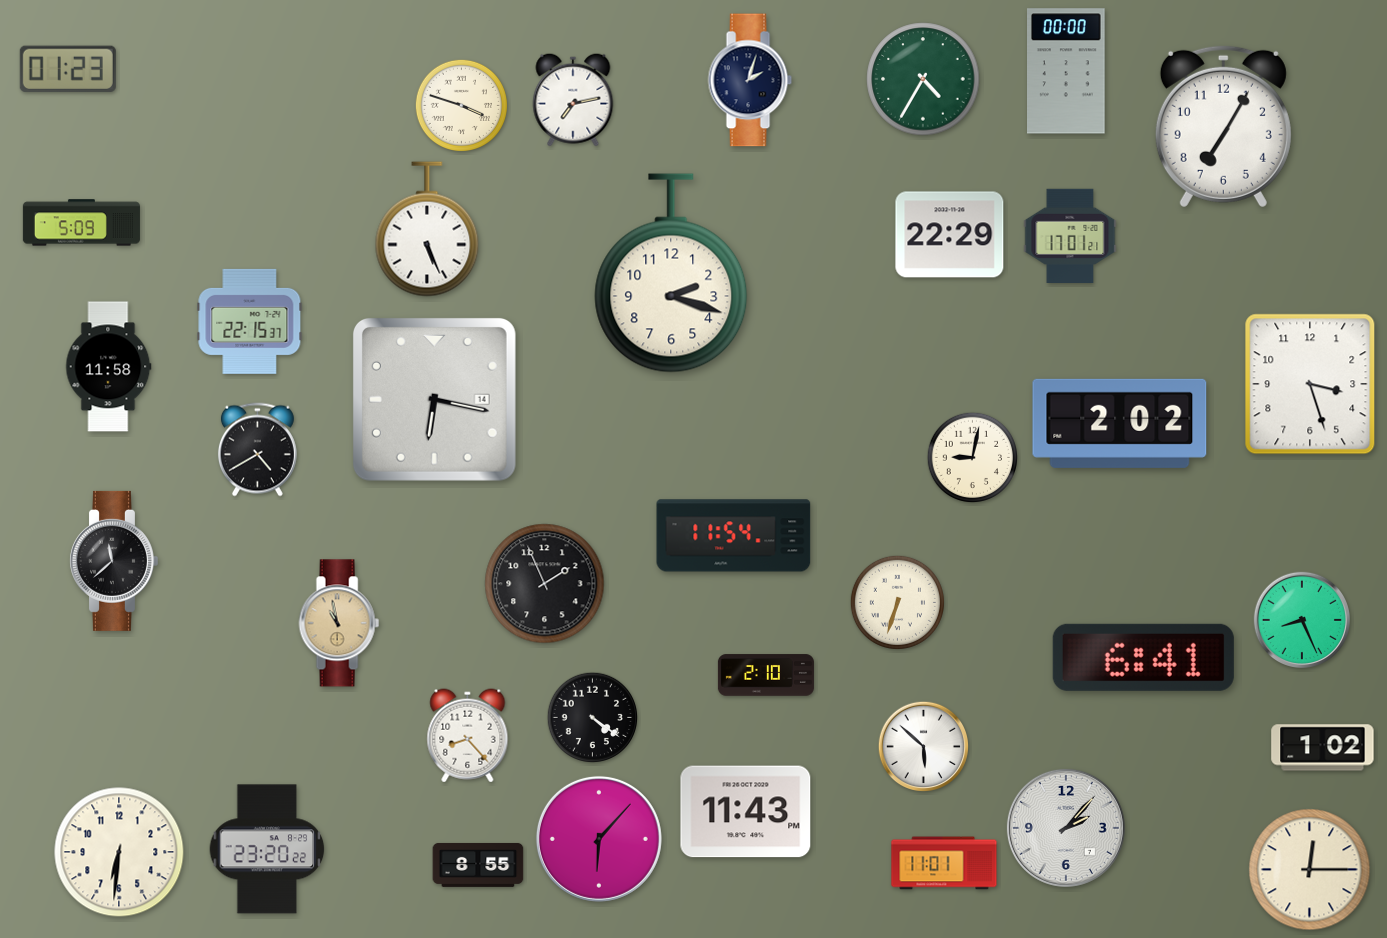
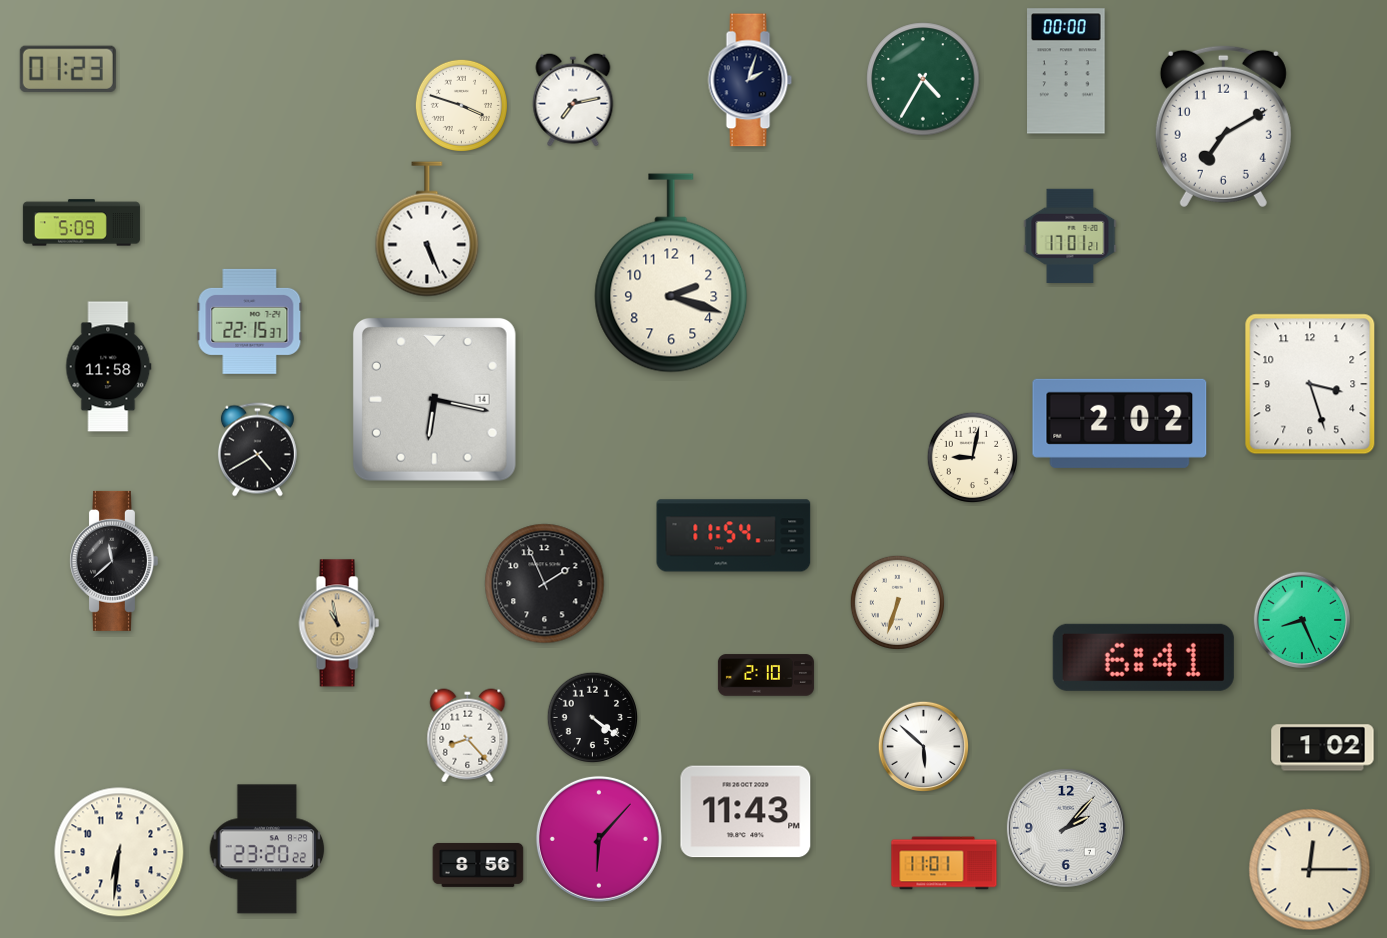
clock at (1223, 126): 7:05 -> 7:10
clock at (950, 235): 22:29 -> none
clock at (478, 865): 8:55 -> 8:56
